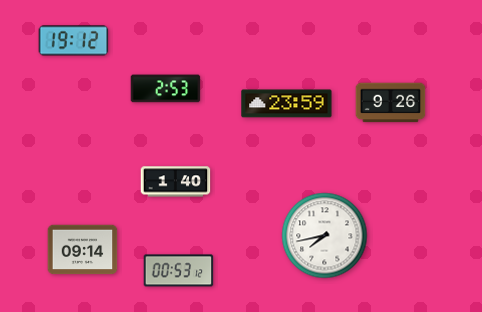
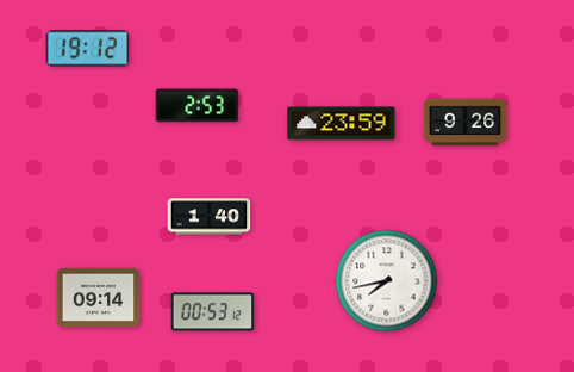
clock at (179, 271) position: (179, 271) -> (213, 312)
